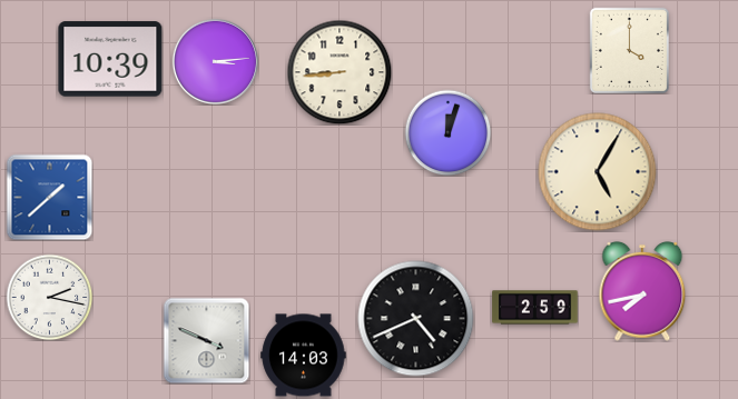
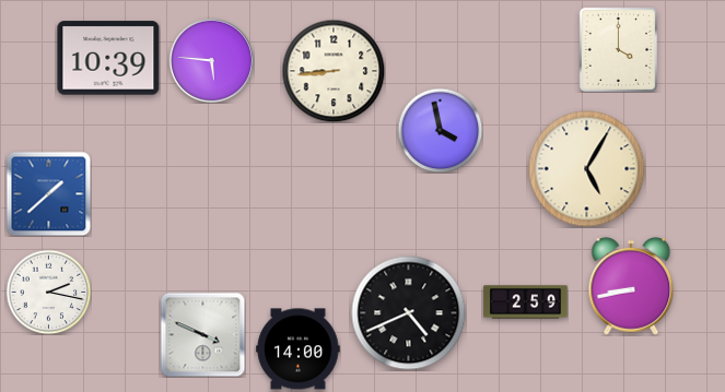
clock at (215, 61): 3:14 -> 5:46
clock at (447, 132): 12:03 -> 3:58
clock at (642, 291): 7:43 -> 8:43
clock at (304, 356): 14:03 -> 14:00
